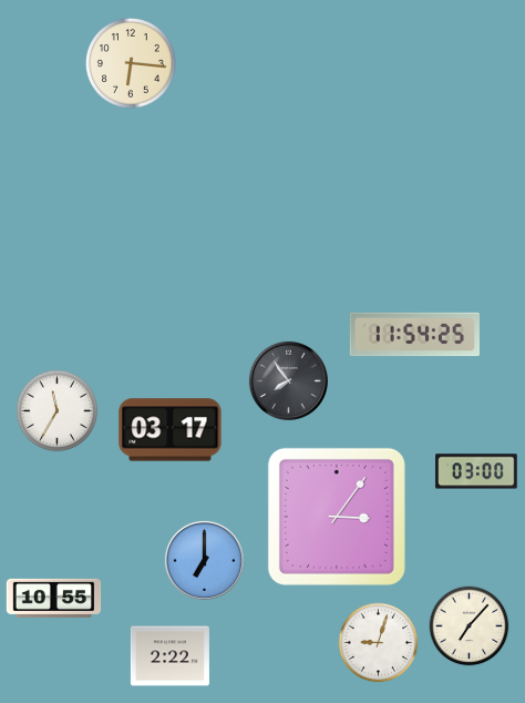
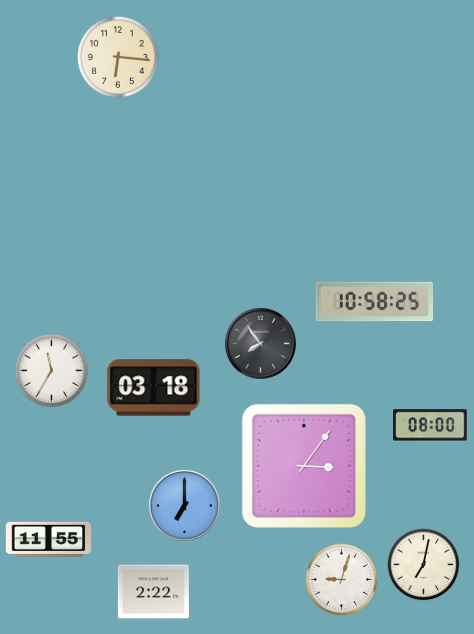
clock at (414, 335): 11:54 -> 10:58
clock at (171, 430): 03:17 -> 03:18
clock at (476, 471): 03:00 -> 08:00
clock at (54, 598): 10:55 -> 11:55
clock at (470, 626): 7:07 -> 7:02
